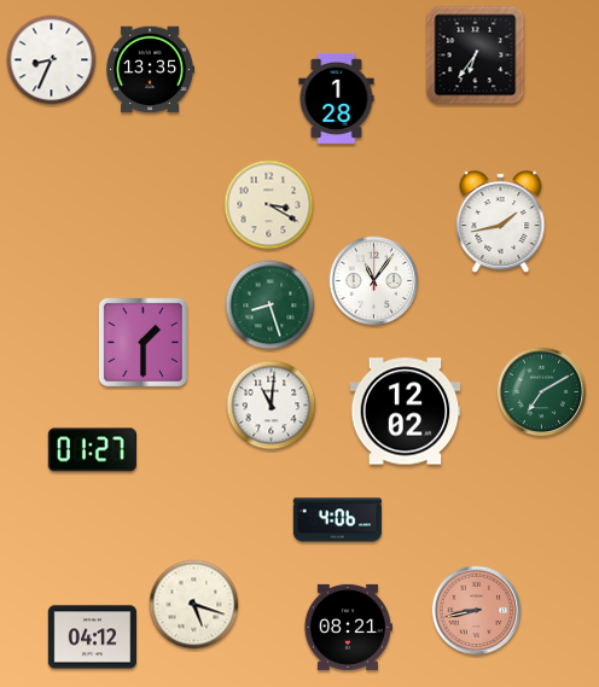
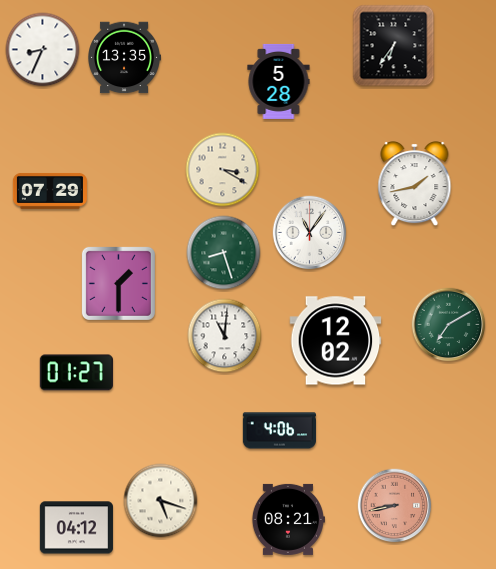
clock at (337, 98): 1:28 -> 5:28
clock at (50, 191): none -> 07:29
